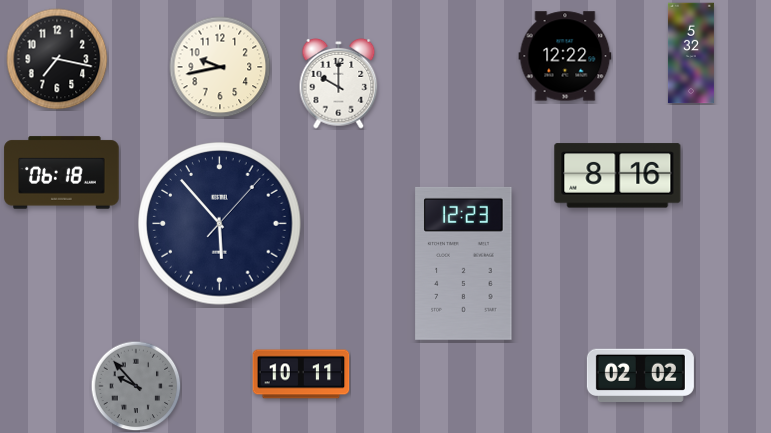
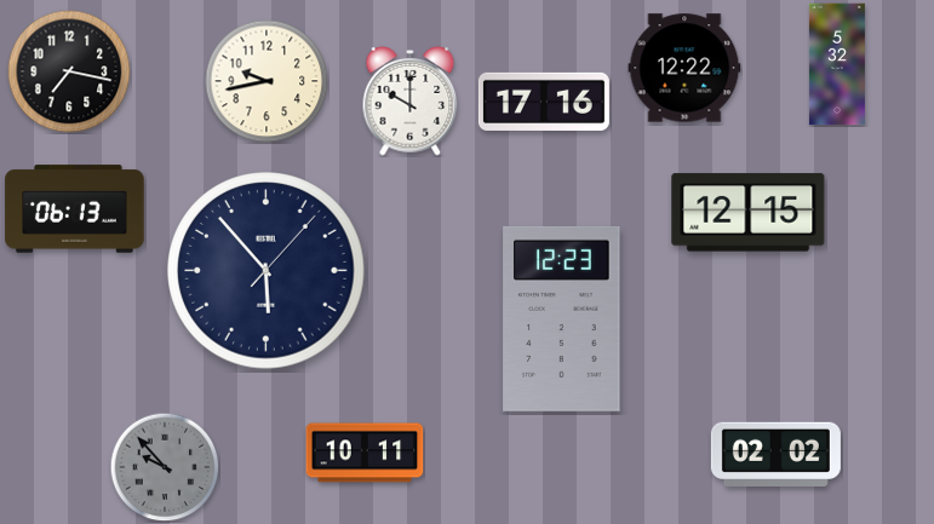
clock at (544, 102): none -> 17:16
clock at (62, 173): 06:18 -> 06:13
clock at (618, 176): 8:16 -> 12:15
